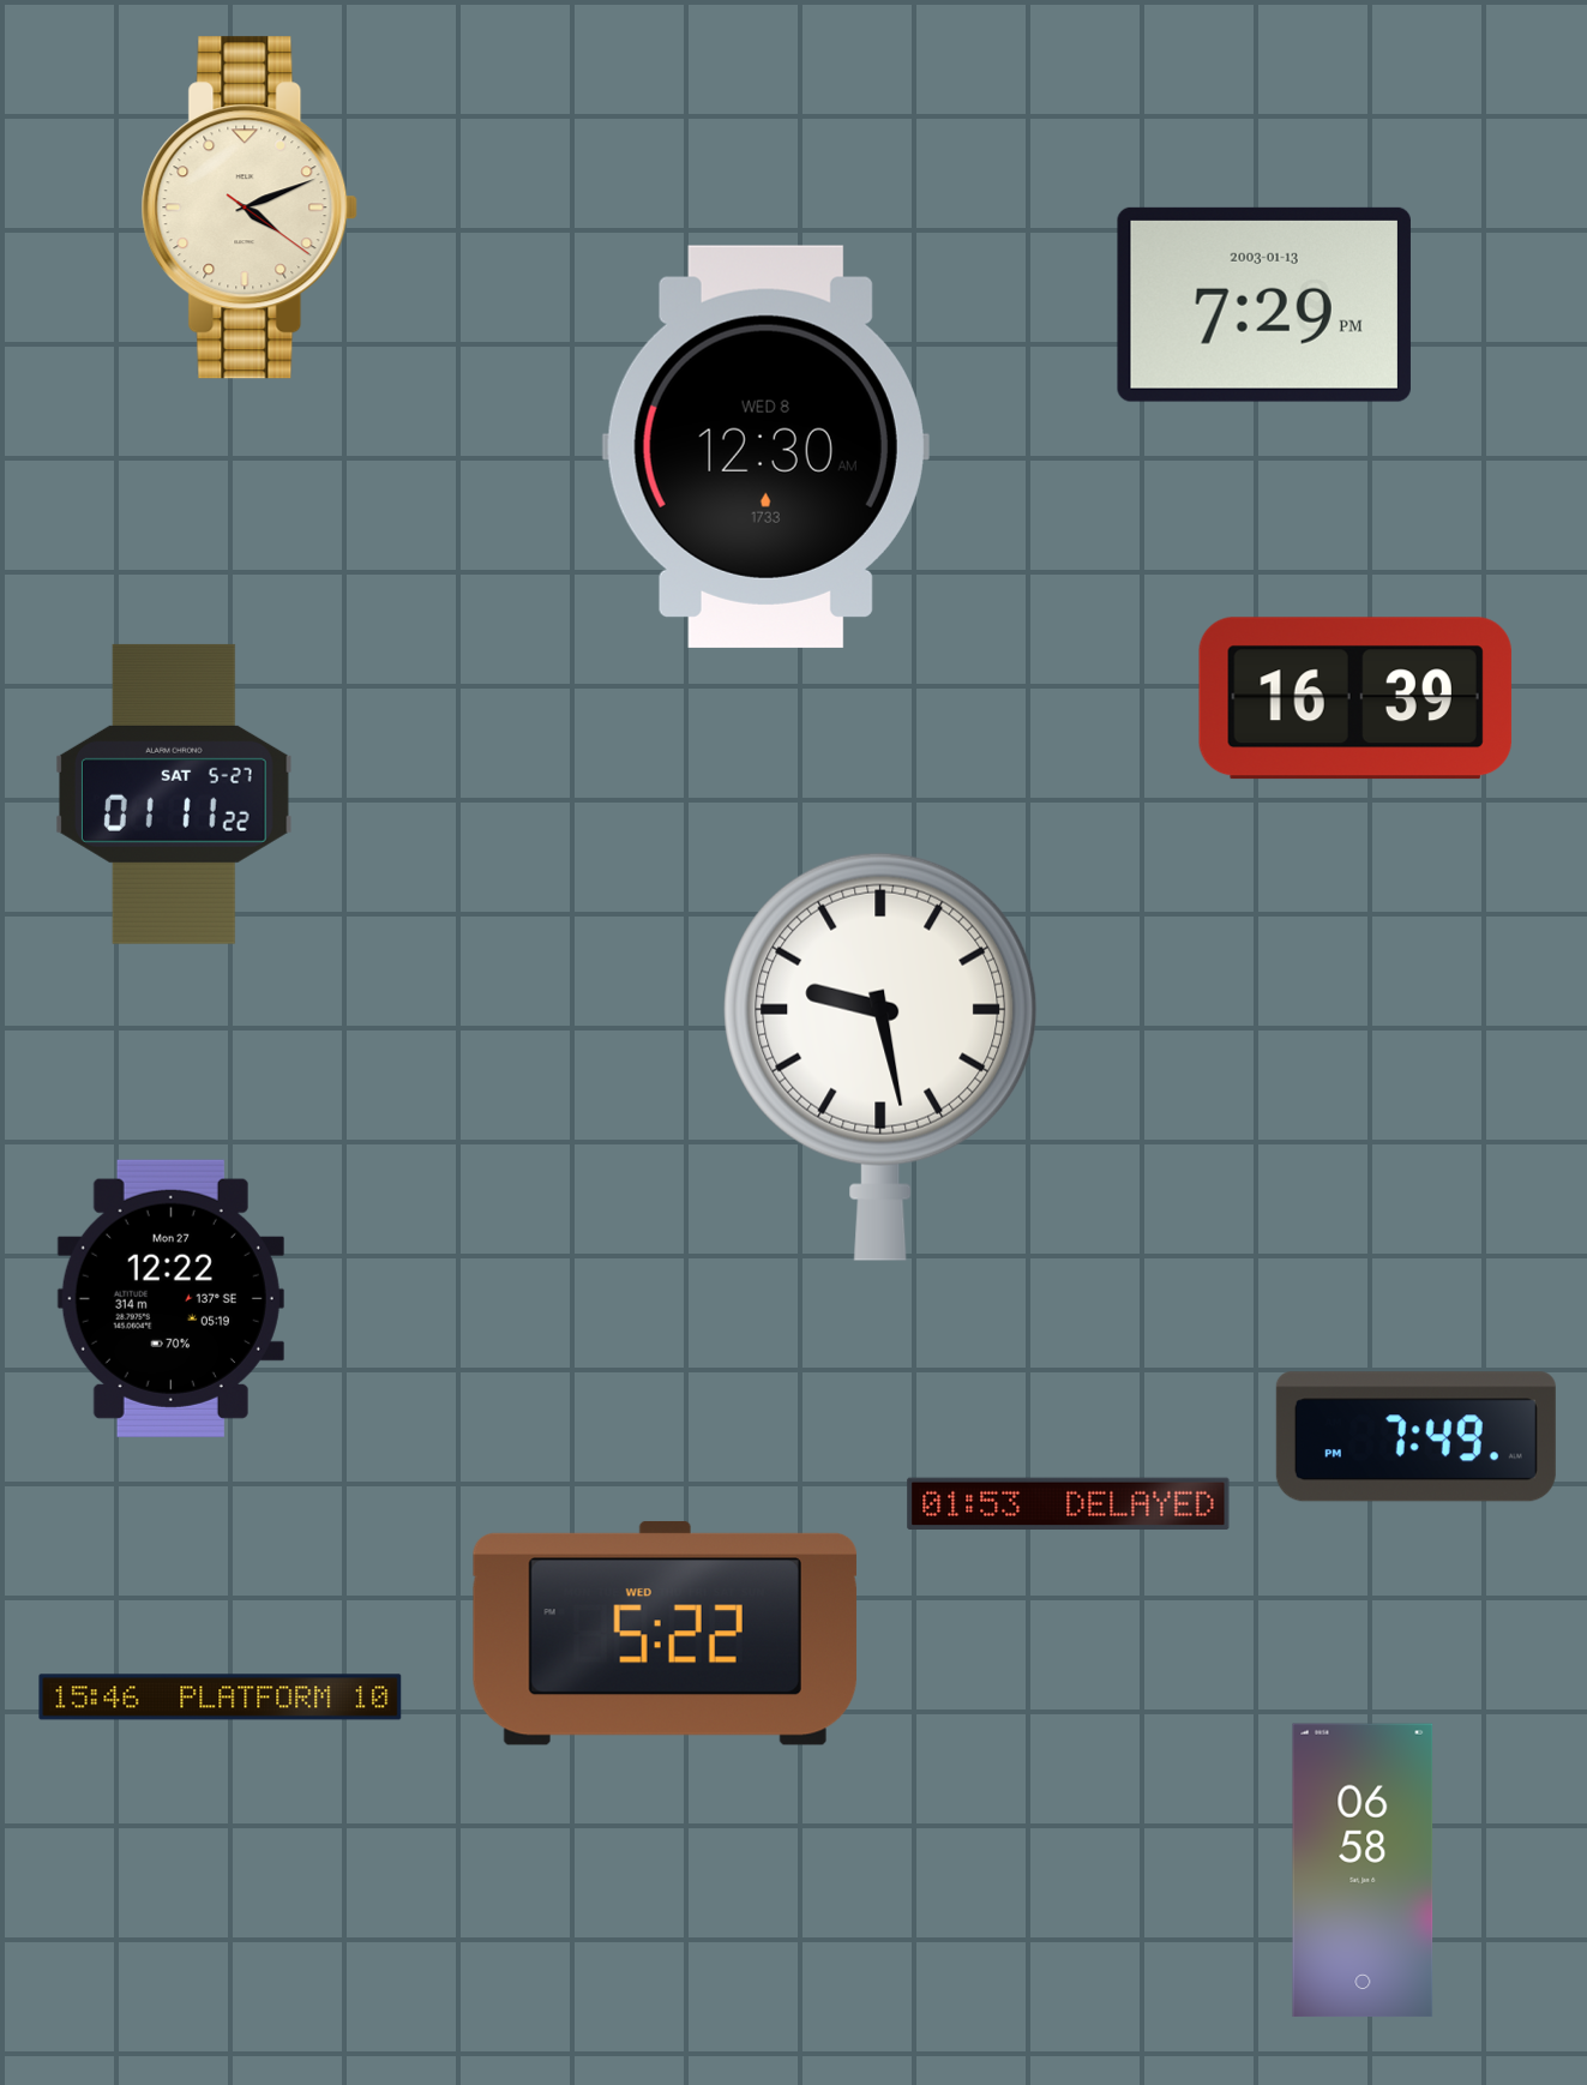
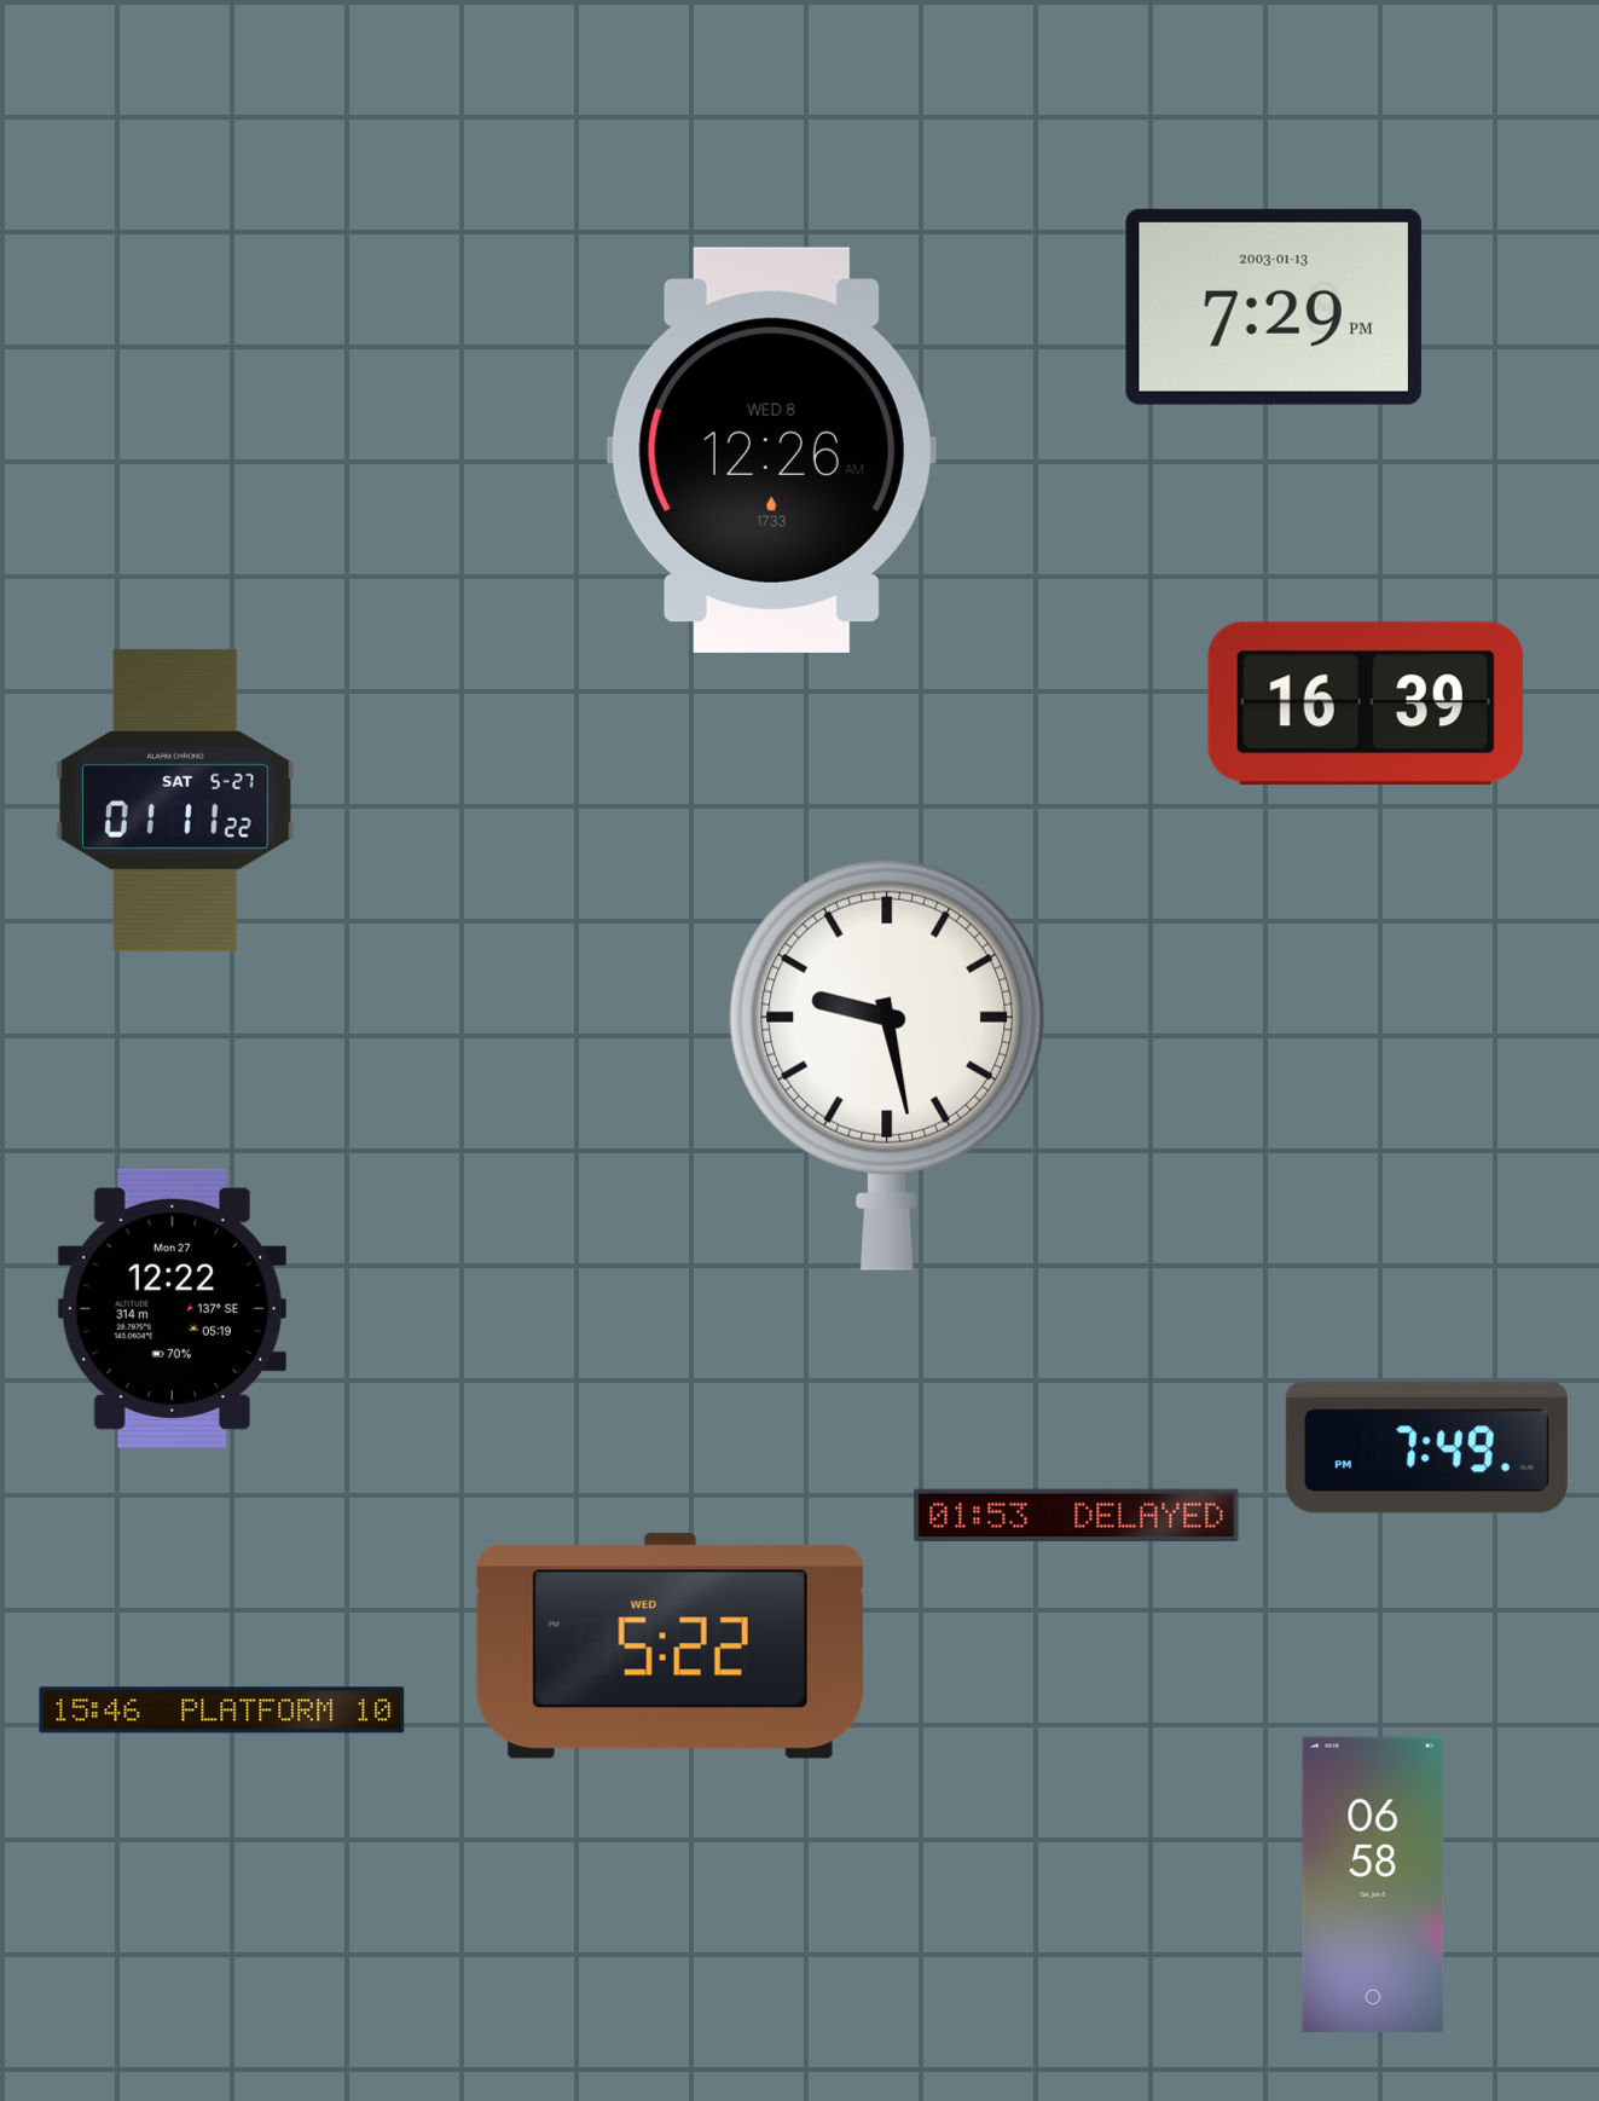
clock at (250, 208): 4:11 -> none
clock at (765, 446): 12:30 -> 12:26
